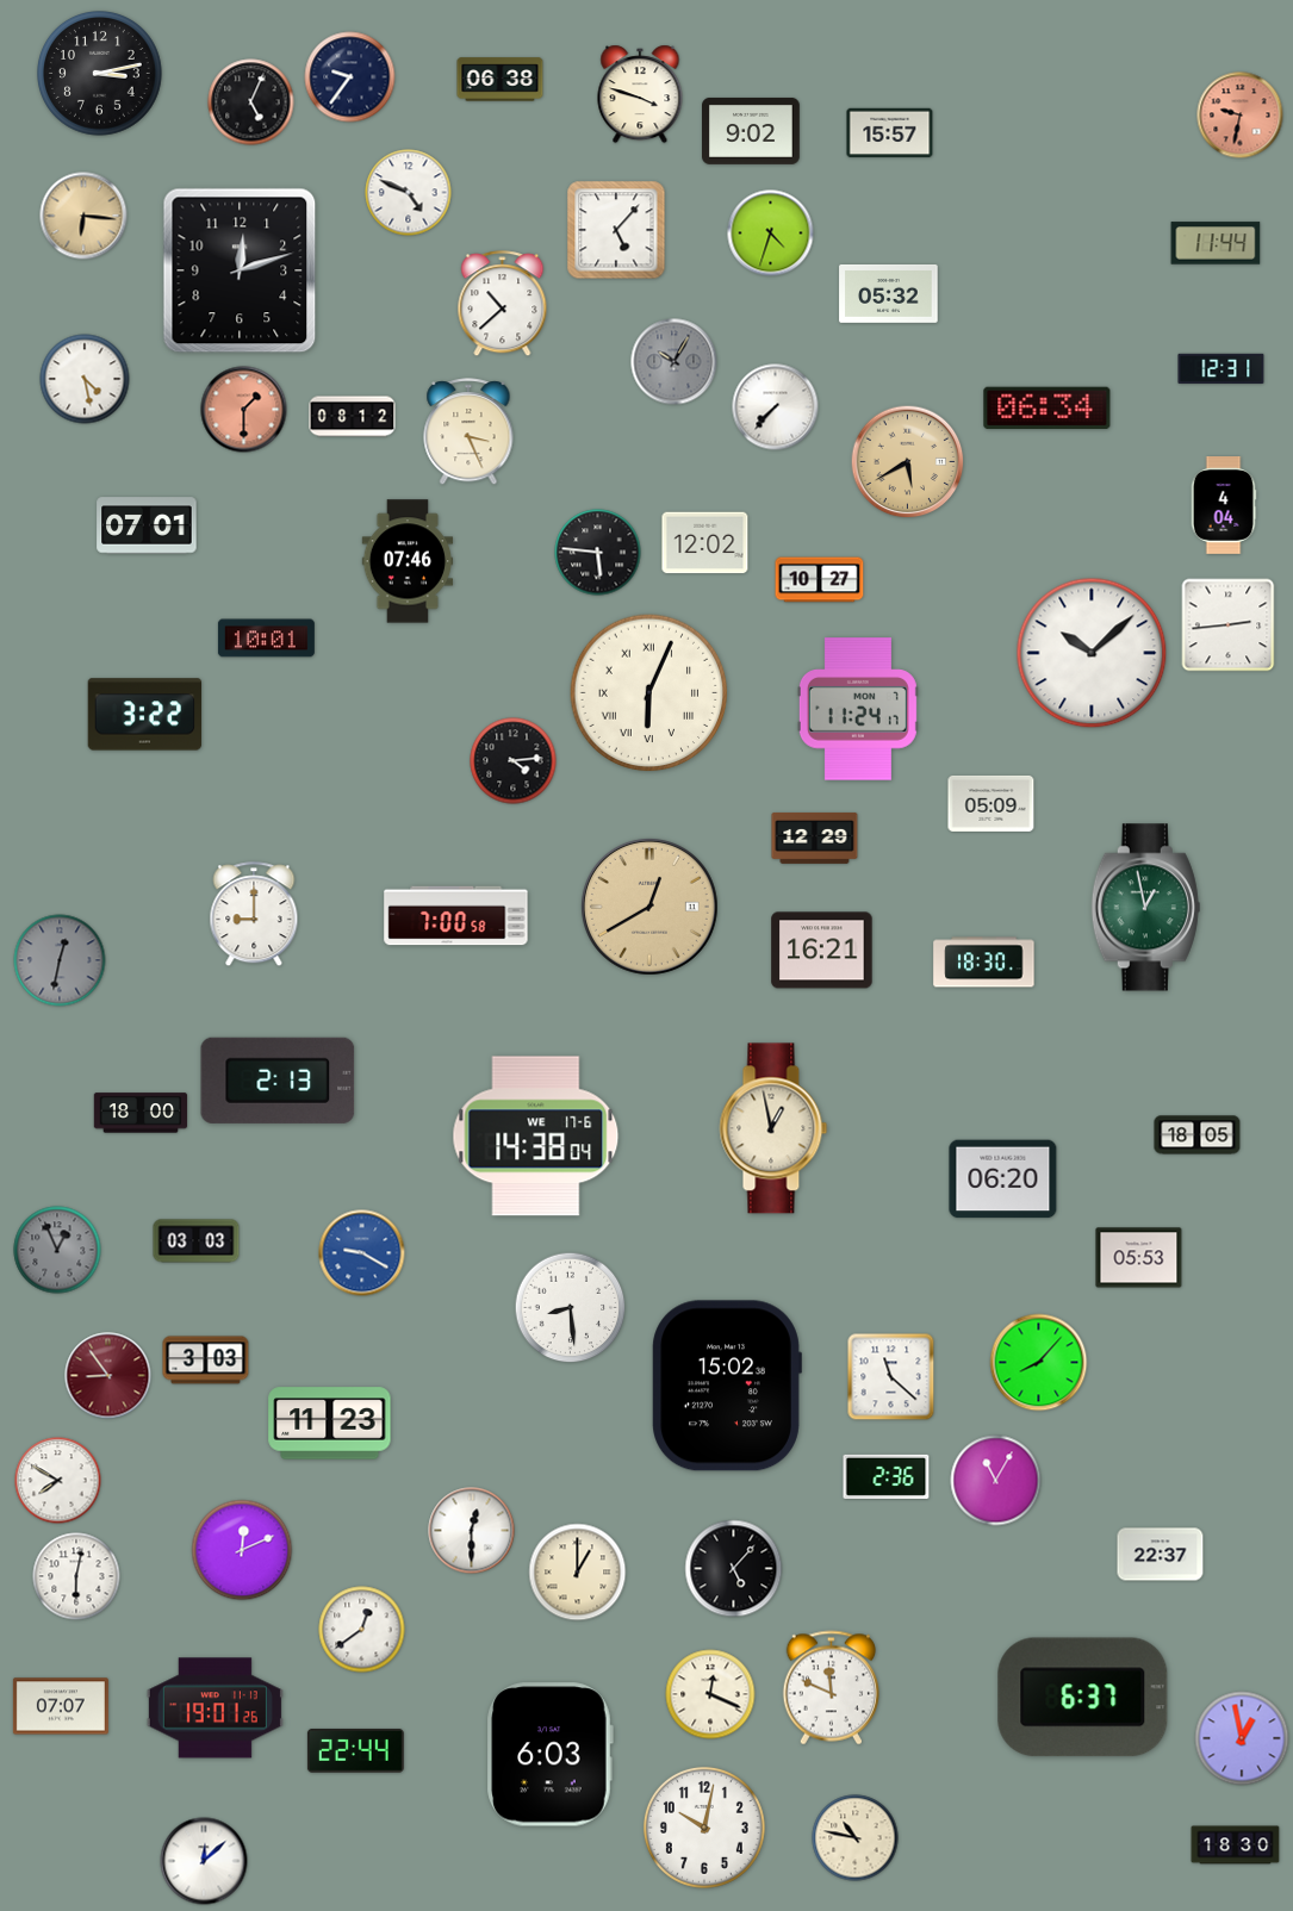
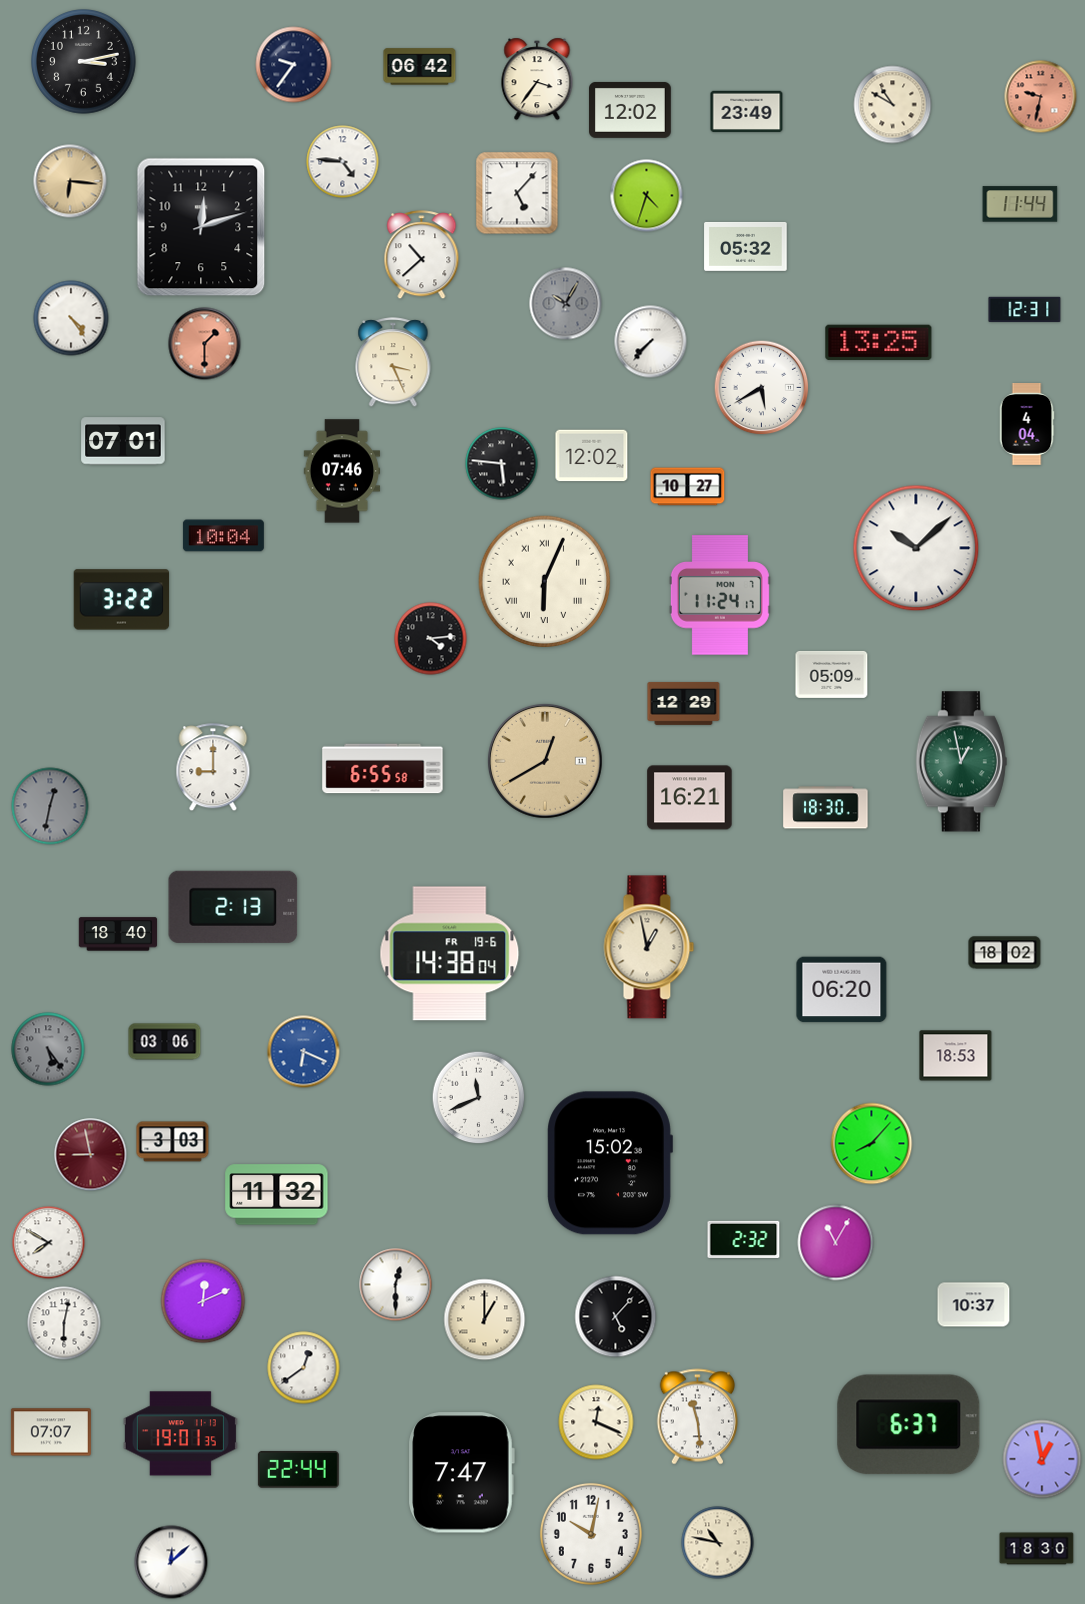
clock at (501, 80): 06:38 -> 06:42
clock at (640, 94): 3:48 -> 3:36
clock at (251, 102): 5:04 -> none
clock at (893, 105): none -> 10:50
clock at (752, 131): 9:02 -> 12:02
clock at (890, 133): 15:57 -> 23:49
clock at (409, 193): 4:49 -> 4:46
clock at (85, 379): 4:28 -> 4:24
clock at (1048, 409): 06:34 -> 13:25
clock at (353, 417): 08:12 -> none
clock at (908, 462) dial: champagne -> white
clock at (1229, 625): 2:44 -> none
clock at (266, 639): 10:01 -> 10:04
clock at (456, 916): 7:00 -> 6:55
clock at (141, 1113): 18:00 -> 18:40
clock at (1198, 1135): 18:05 -> 18:02
clock at (536, 1137) date: WE 17-6 -> FR 19-6
clock at (197, 1241): 03:03 -> 03:06
clock at (57, 1250): 12:56 -> 5:24
clock at (362, 1253): 9:20 -> 6:19
clock at (1139, 1258): 05:53 -> 18:53
clock at (571, 1308): 8:29 -> 11:41
clock at (108, 1376): 8:54 -> 8:58
clock at (891, 1377): 11:22 -> none
clock at (330, 1424): 11:23 -> 11:32
clock at (887, 1476): 2:36 -> 2:32
clock at (1161, 1555): 22:37 -> 10:37
clock at (831, 1688): 11:49 -> 11:29
clock at (215, 1708): 19:01:26 -> 19:01:35
clock at (549, 1755): 6:03 -> 7:47
